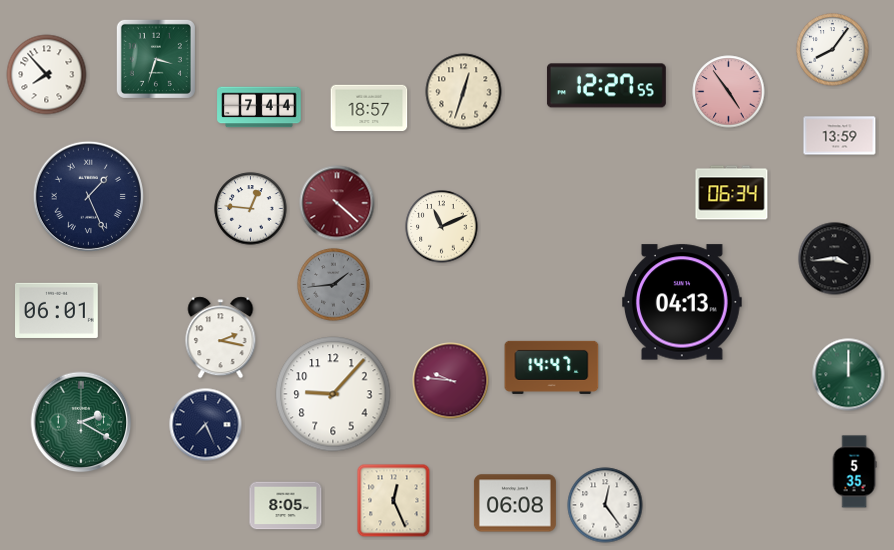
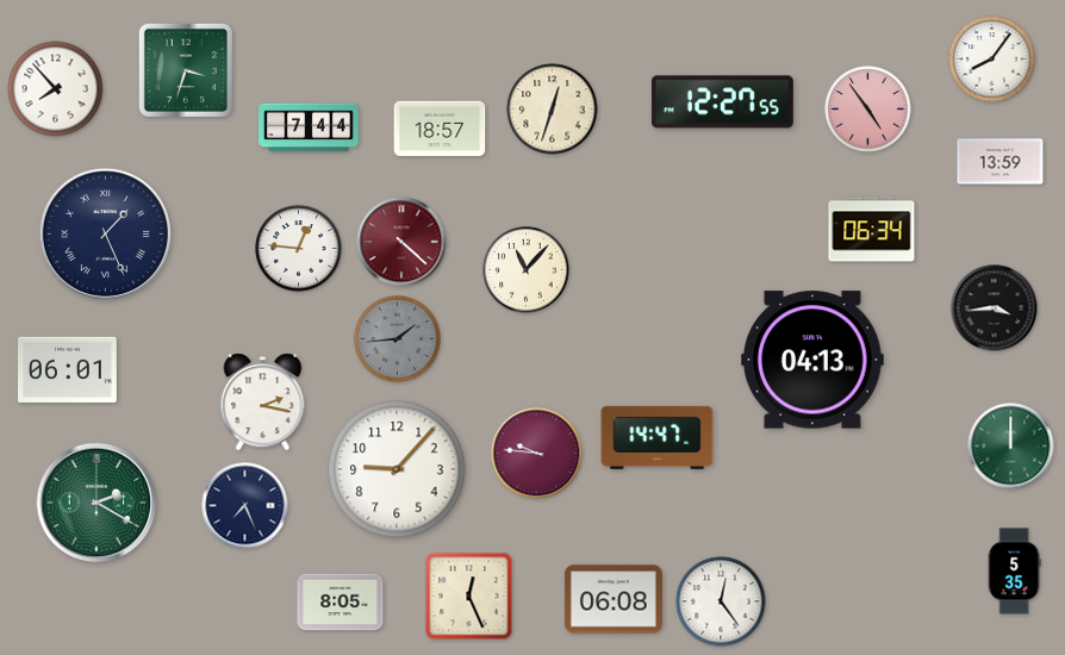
clock at (442, 227): 11:11 -> 11:07
clock at (854, 472) position: (854, 472) -> (1014, 572)
